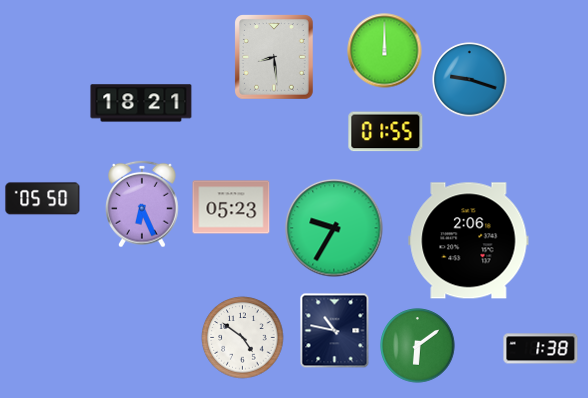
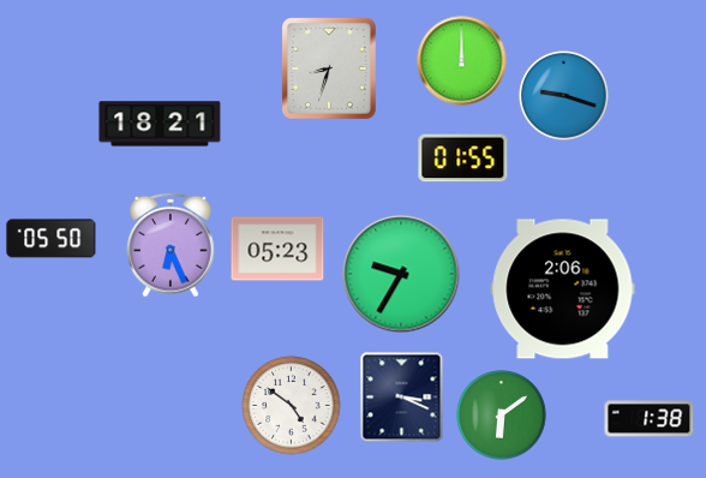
clock at (275, 58): 8:29 -> 8:33
clock at (141, 103) position: (141, 103) -> (160, 124)
clock at (335, 331): 10:47 -> 3:19
